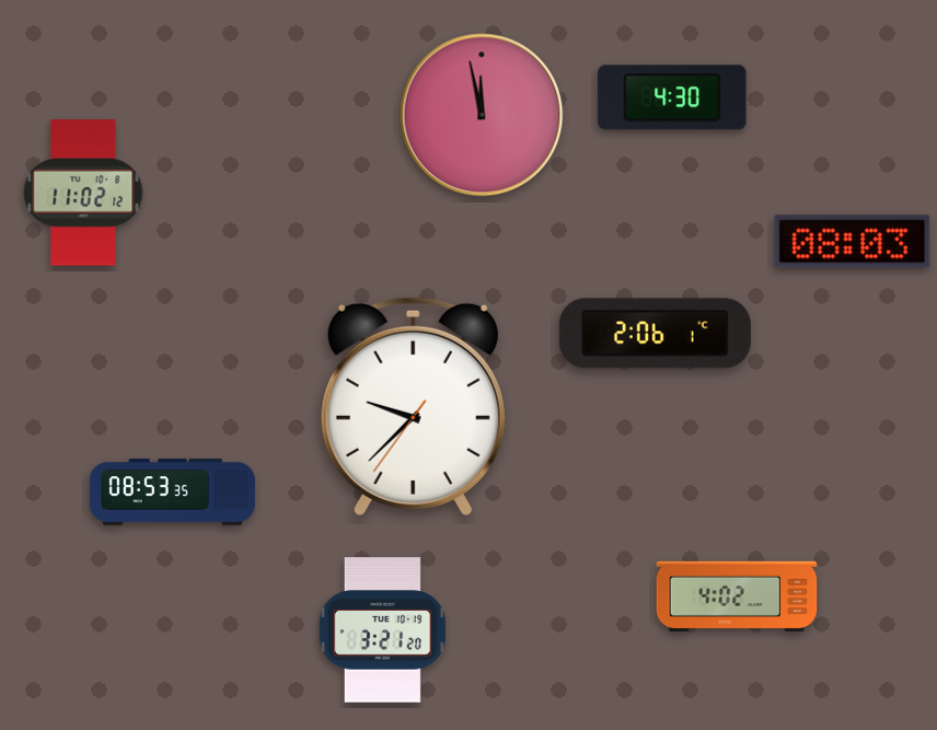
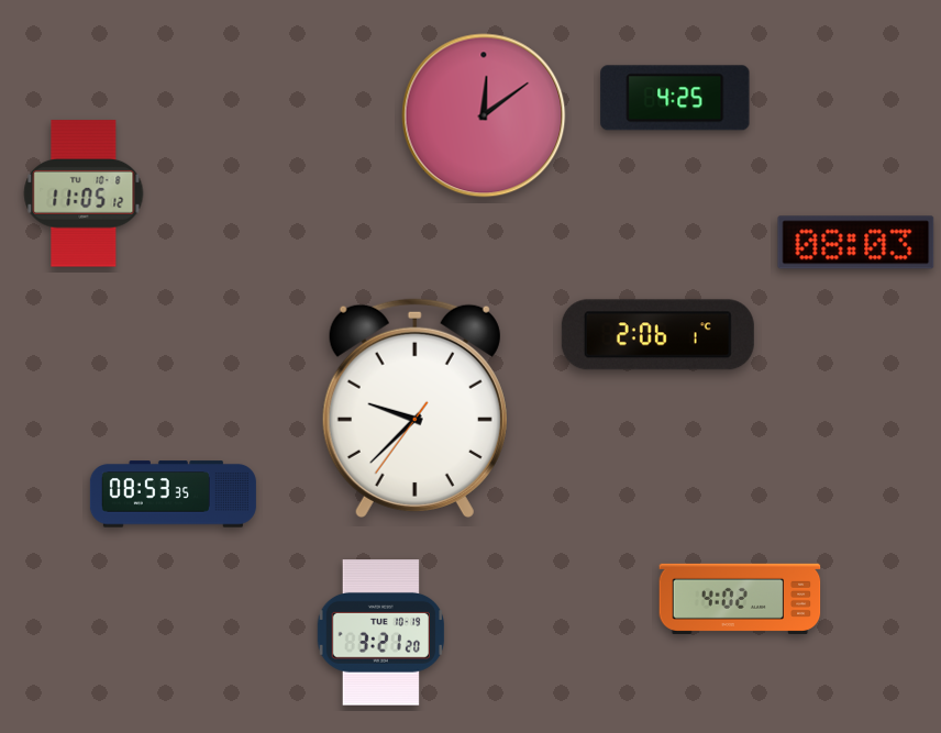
clock at (672, 97): 4:30 -> 4:25
clock at (482, 115): 11:58 -> 12:09
clock at (83, 193): 11:02 -> 11:05
clock at (382, 630) position: (382, 630) -> (380, 633)
